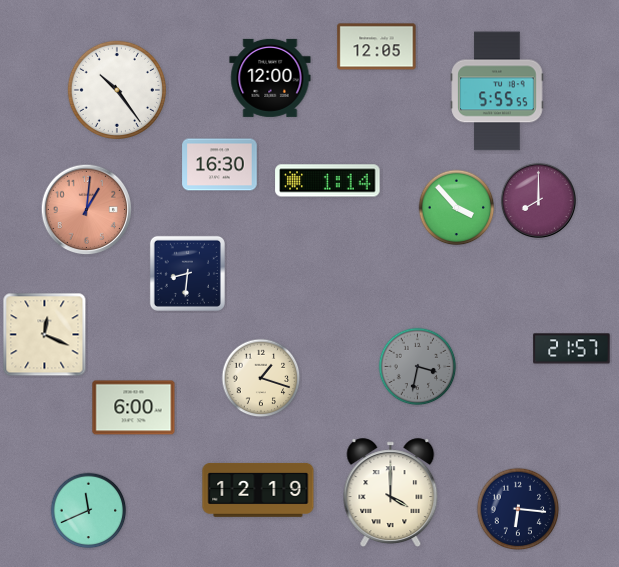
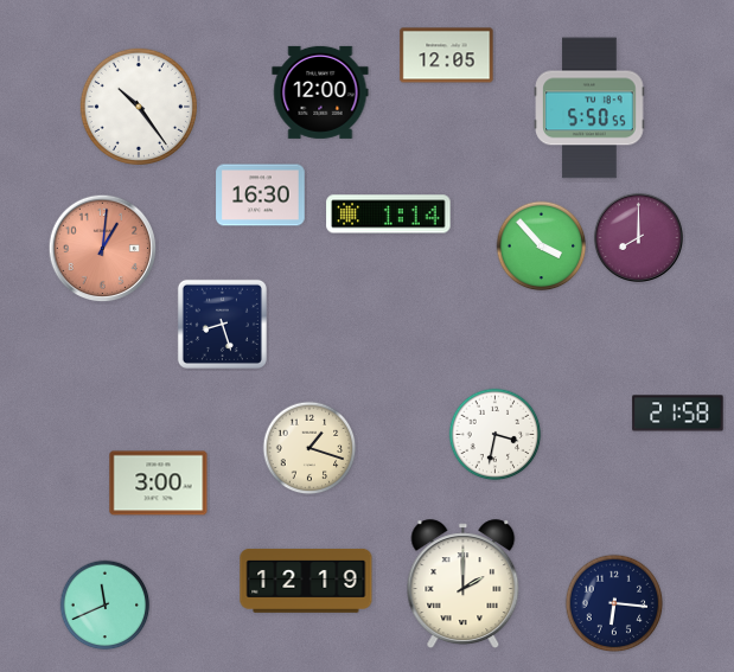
clock at (497, 91): 5:55 -> 5:50
clock at (187, 273): 8:31 -> 8:27
clock at (45, 335): 12:19 -> none
clock at (572, 349): 21:57 -> 21:58
clock at (418, 367) dial: grey -> white
clock at (134, 408): 6:00 -> 3:00
clock at (391, 492): 4:00 -> 2:00
